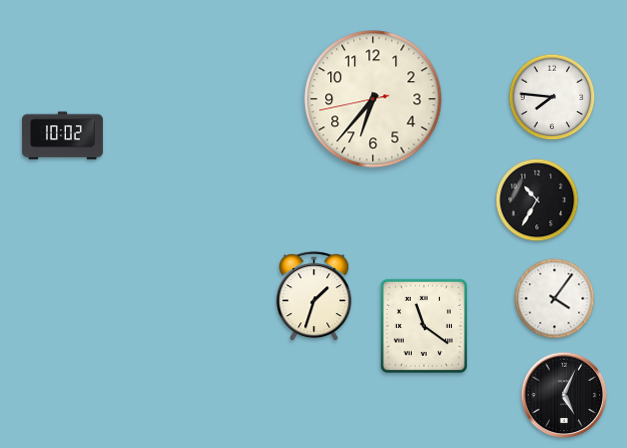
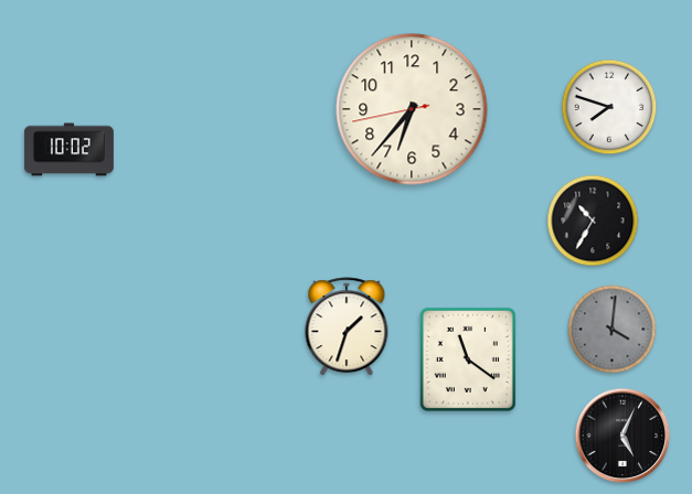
clock at (552, 97): 7:46 -> 7:48
clock at (555, 299): 4:06 -> 4:01
clock at (555, 299) dial: white -> grey
